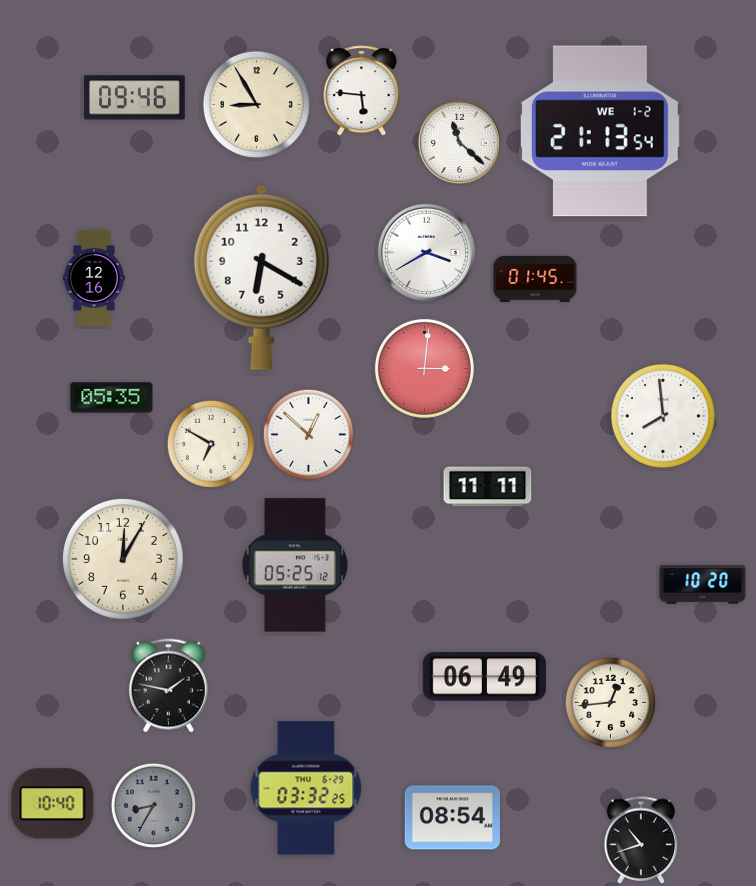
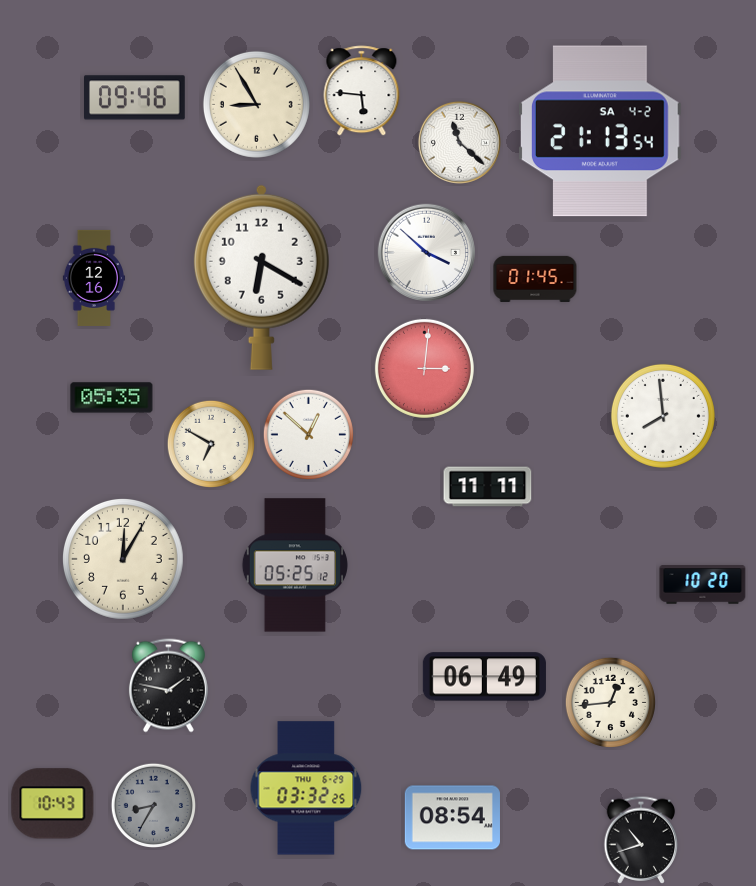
clock at (600, 131) date: WE 1-2 -> SA 4-2
clock at (426, 252): 3:40 -> 3:52
clock at (53, 804): 10:40 -> 10:43
